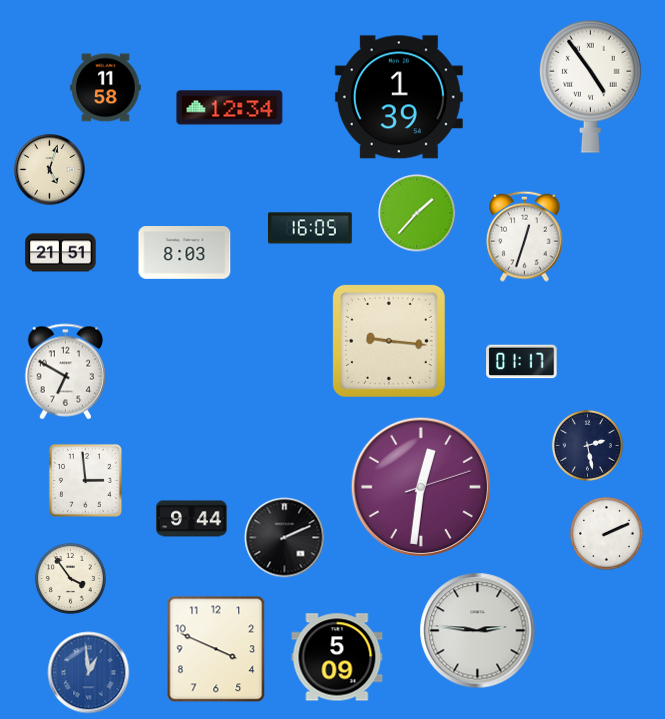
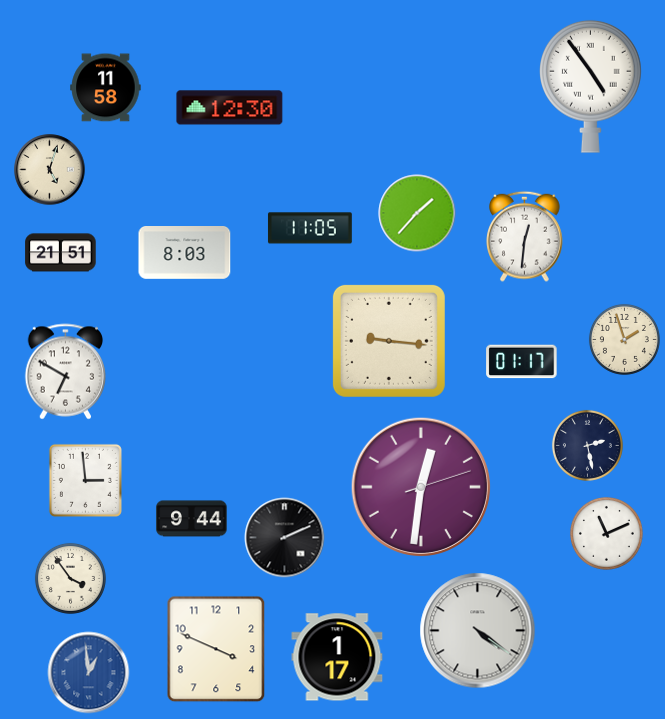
clock at (399, 97): 1:39 -> none
clock at (230, 108): 12:34 -> 12:30
clock at (310, 228): 16:05 -> 11:05
clock at (525, 236): 12:33 -> 12:31
clock at (624, 339): none -> 1:57
clock at (607, 534): 2:11 -> 11:11
clock at (478, 631): 2:46 -> 4:21
clock at (337, 657): 5:09 -> 1:17
